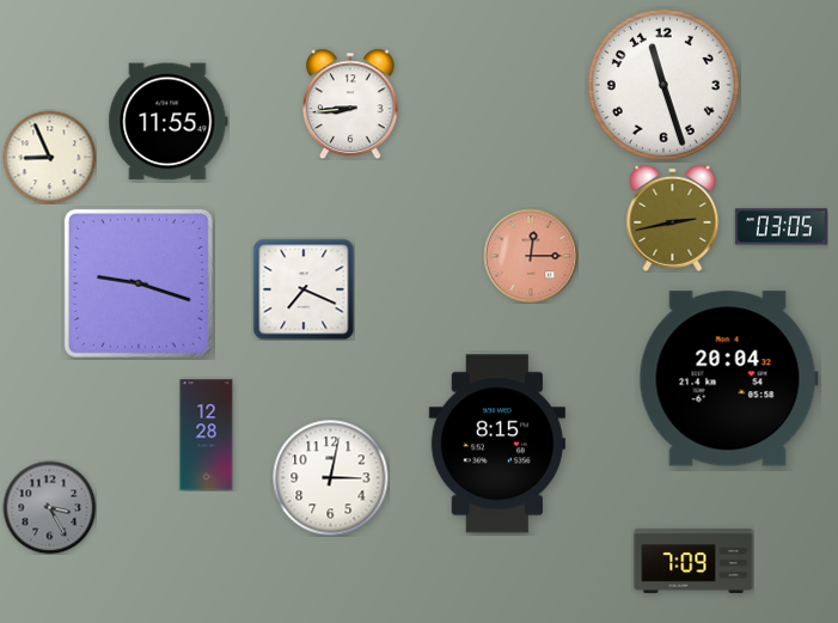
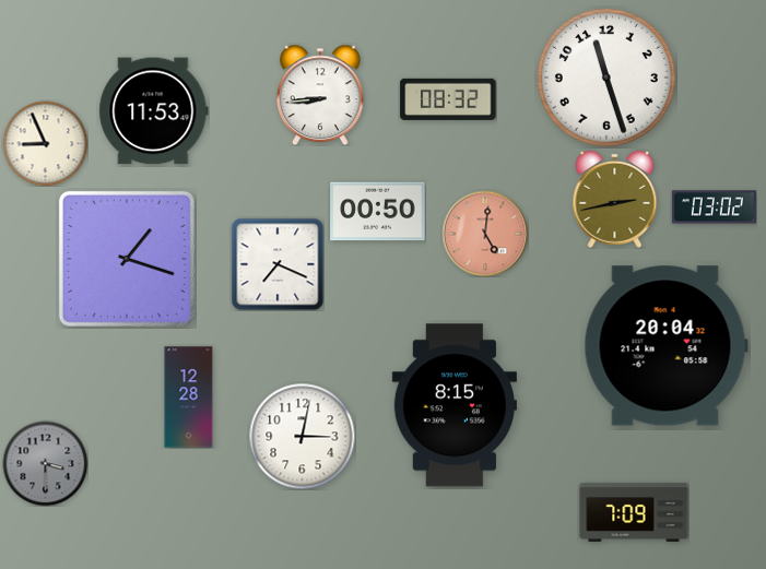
clock at (448, 99): none -> 08:32
clock at (169, 122): 11:55 -> 11:53
clock at (781, 227): 03:05 -> 03:02
clock at (378, 212): none -> 00:50
clock at (531, 256): 12:15 -> 5:01
clock at (139, 283): 9:18 -> 1:18
clock at (49, 507): 3:25 -> 3:30
